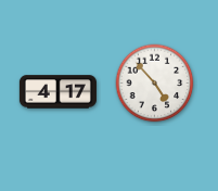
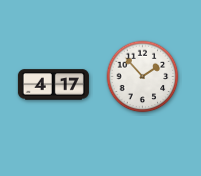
clock at (155, 84): 4:53 -> 1:53
